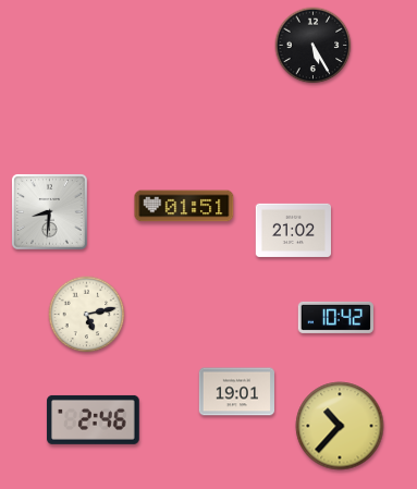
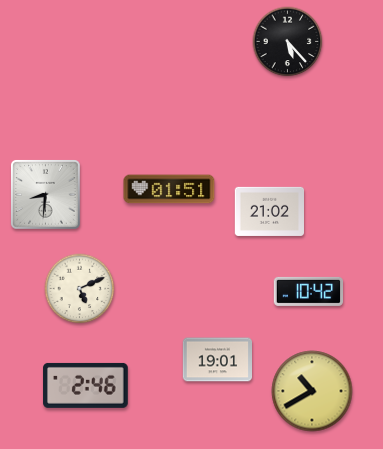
clock at (314, 46): 5:25 -> 5:23
clock at (87, 315): 5:13 -> 5:11
clock at (340, 426): 10:37 -> 10:40
